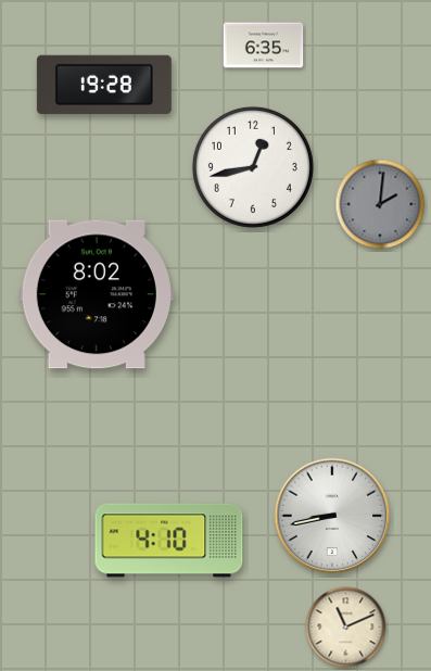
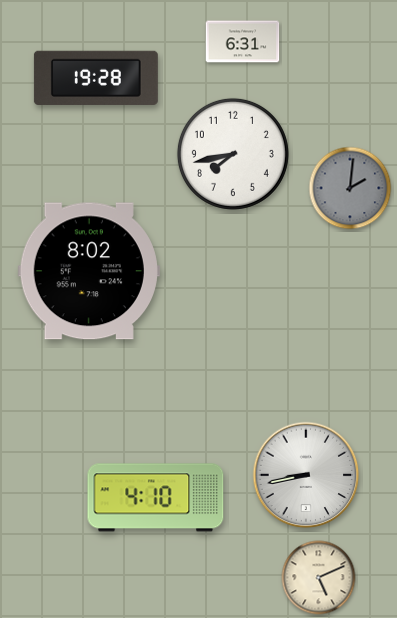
clock at (264, 46): 6:35 -> 6:31
clock at (253, 167): 12:43 -> 7:43
clock at (346, 628): 11:11 -> 5:11
